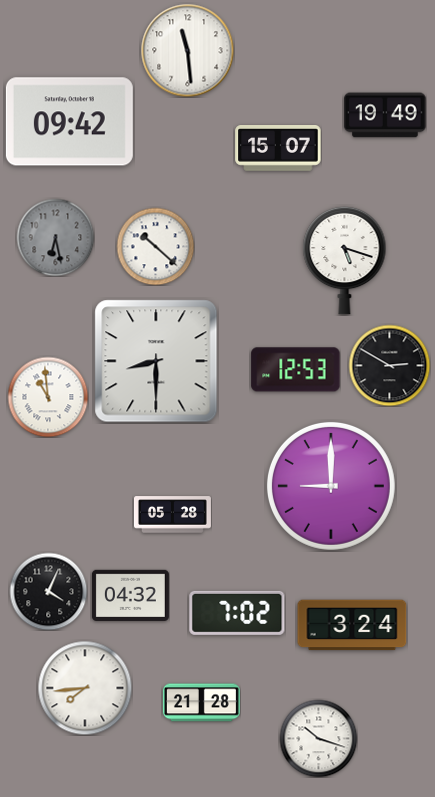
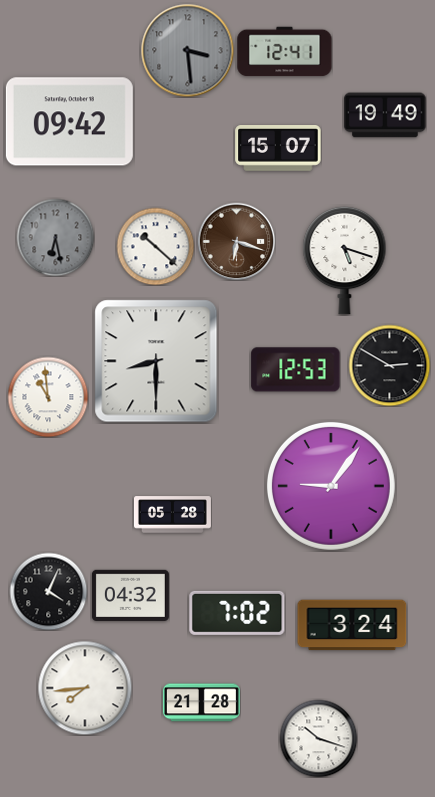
clock at (187, 50): 11:29 -> 3:29
clock at (187, 50) dial: white -> grey
clock at (285, 52): none -> 12:41
clock at (236, 241): none -> 6:18
clock at (331, 486): 9:00 -> 9:06
